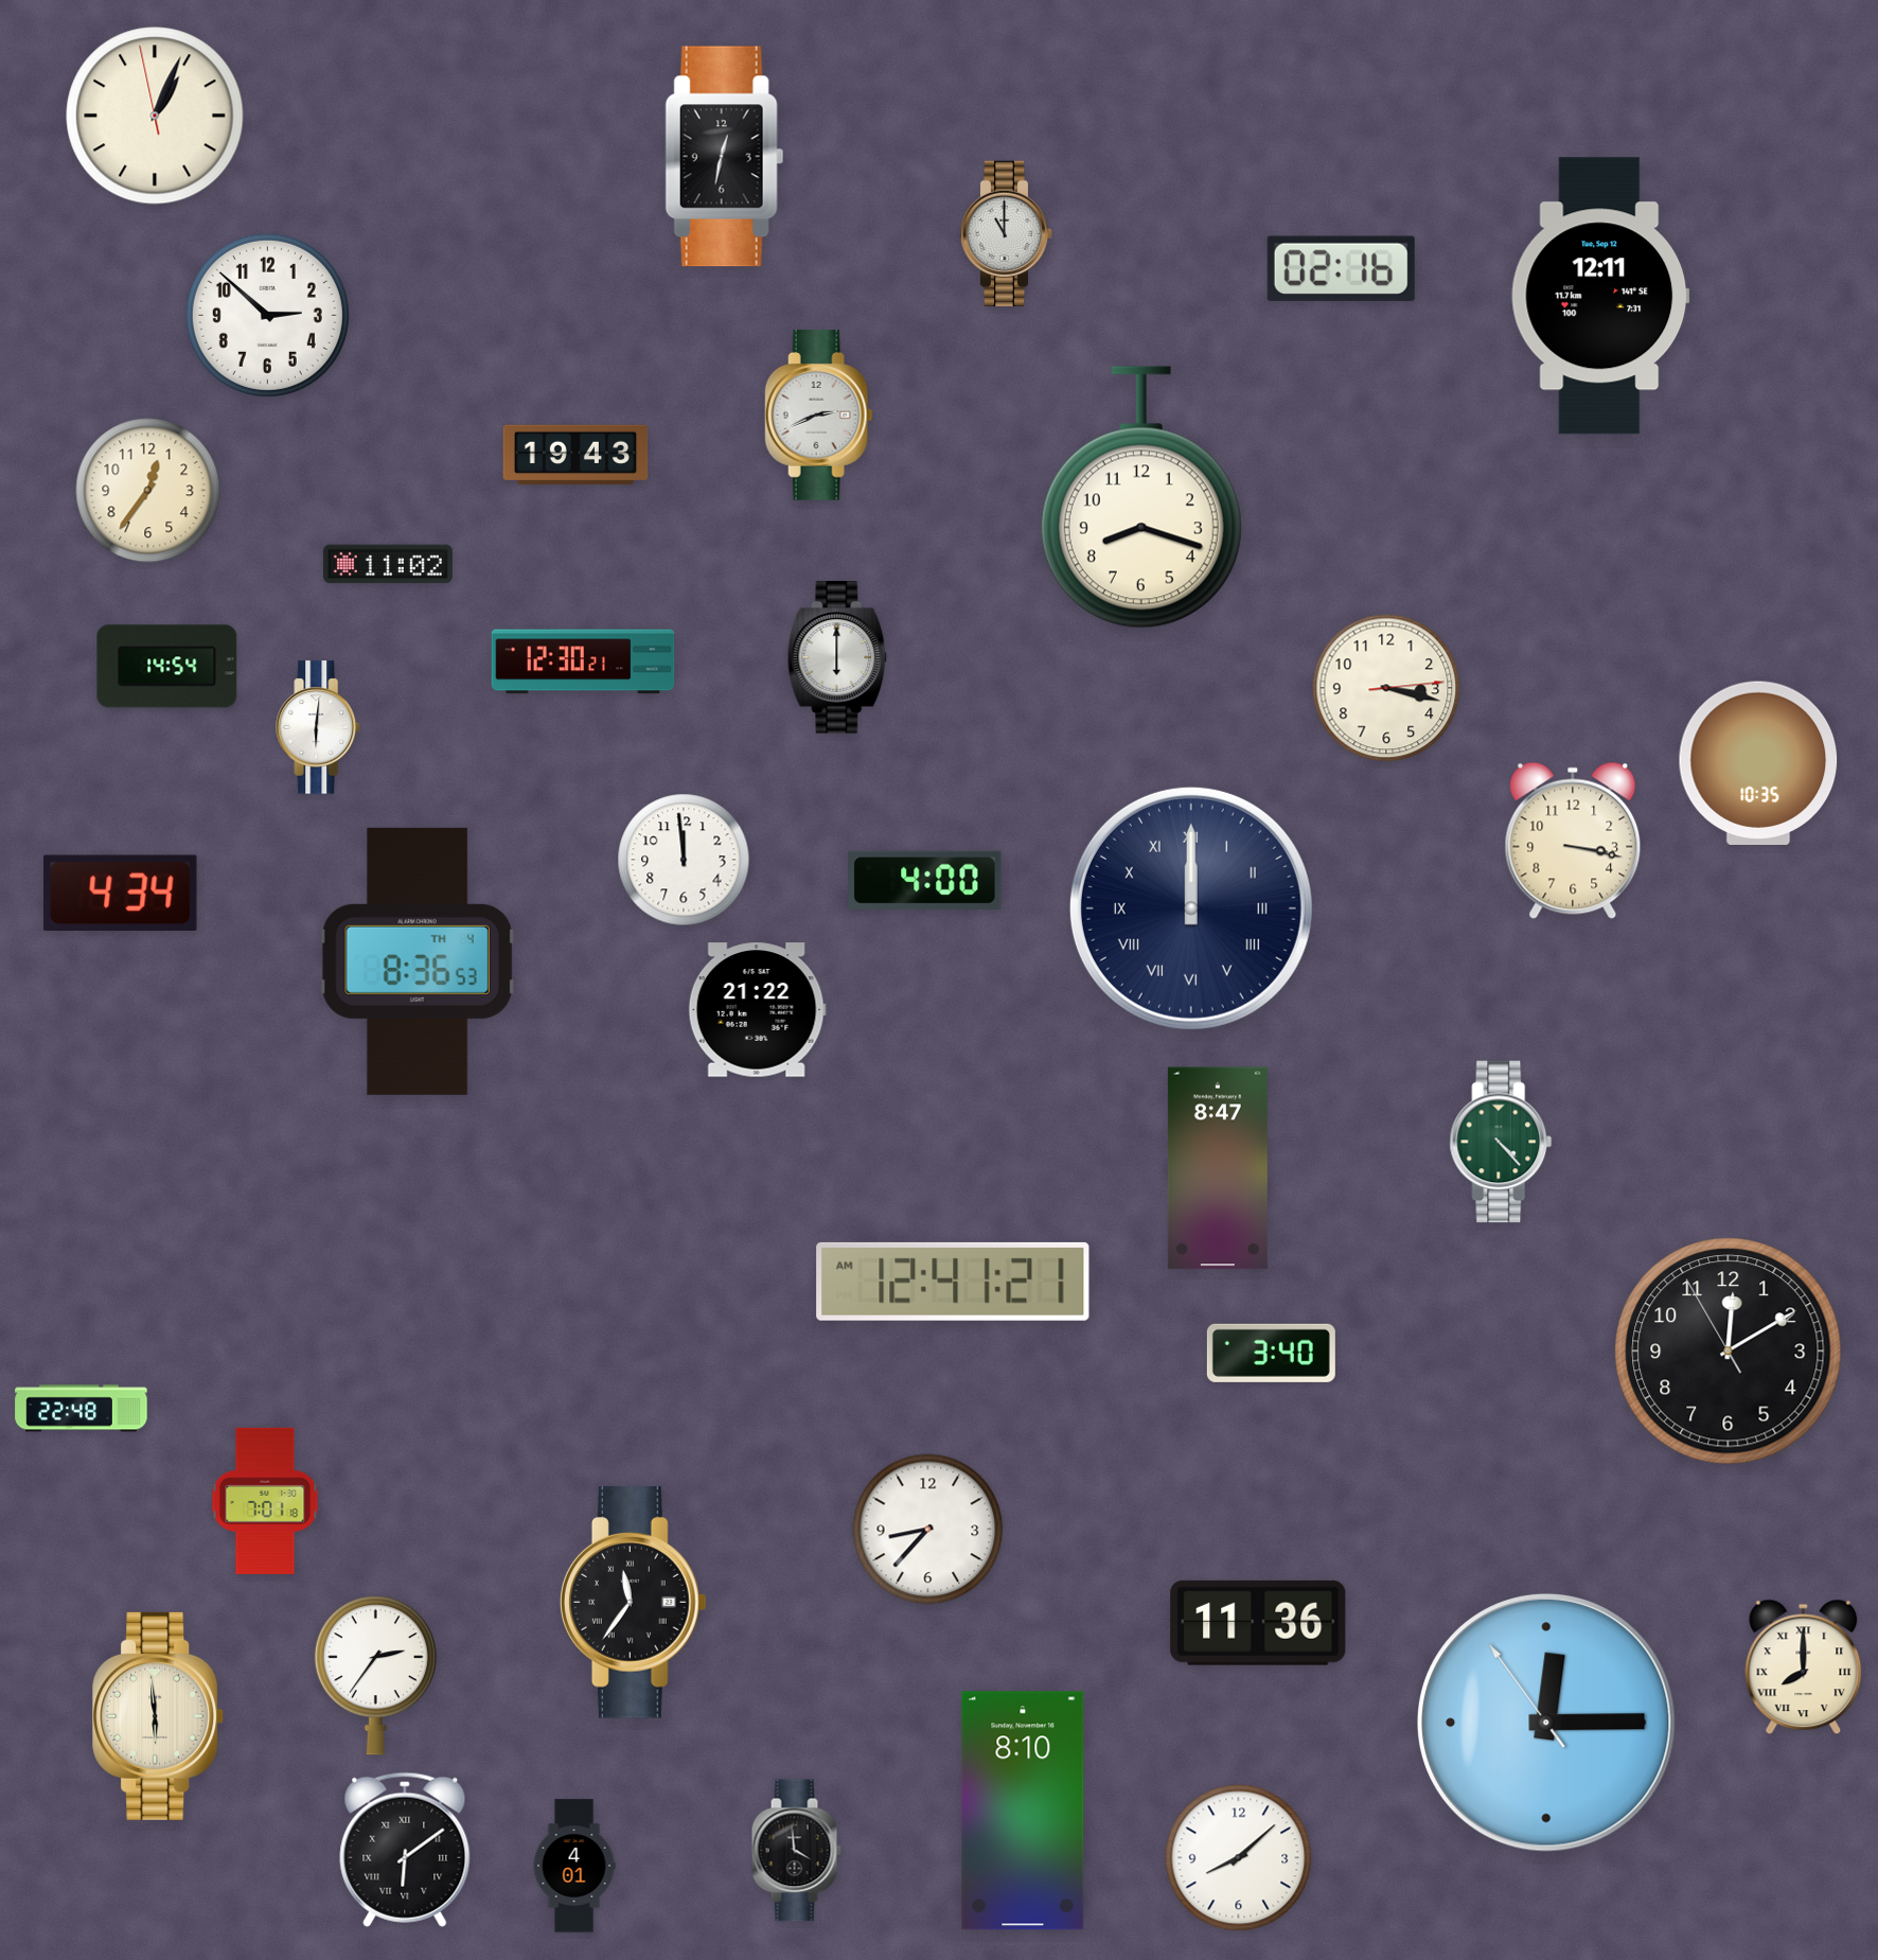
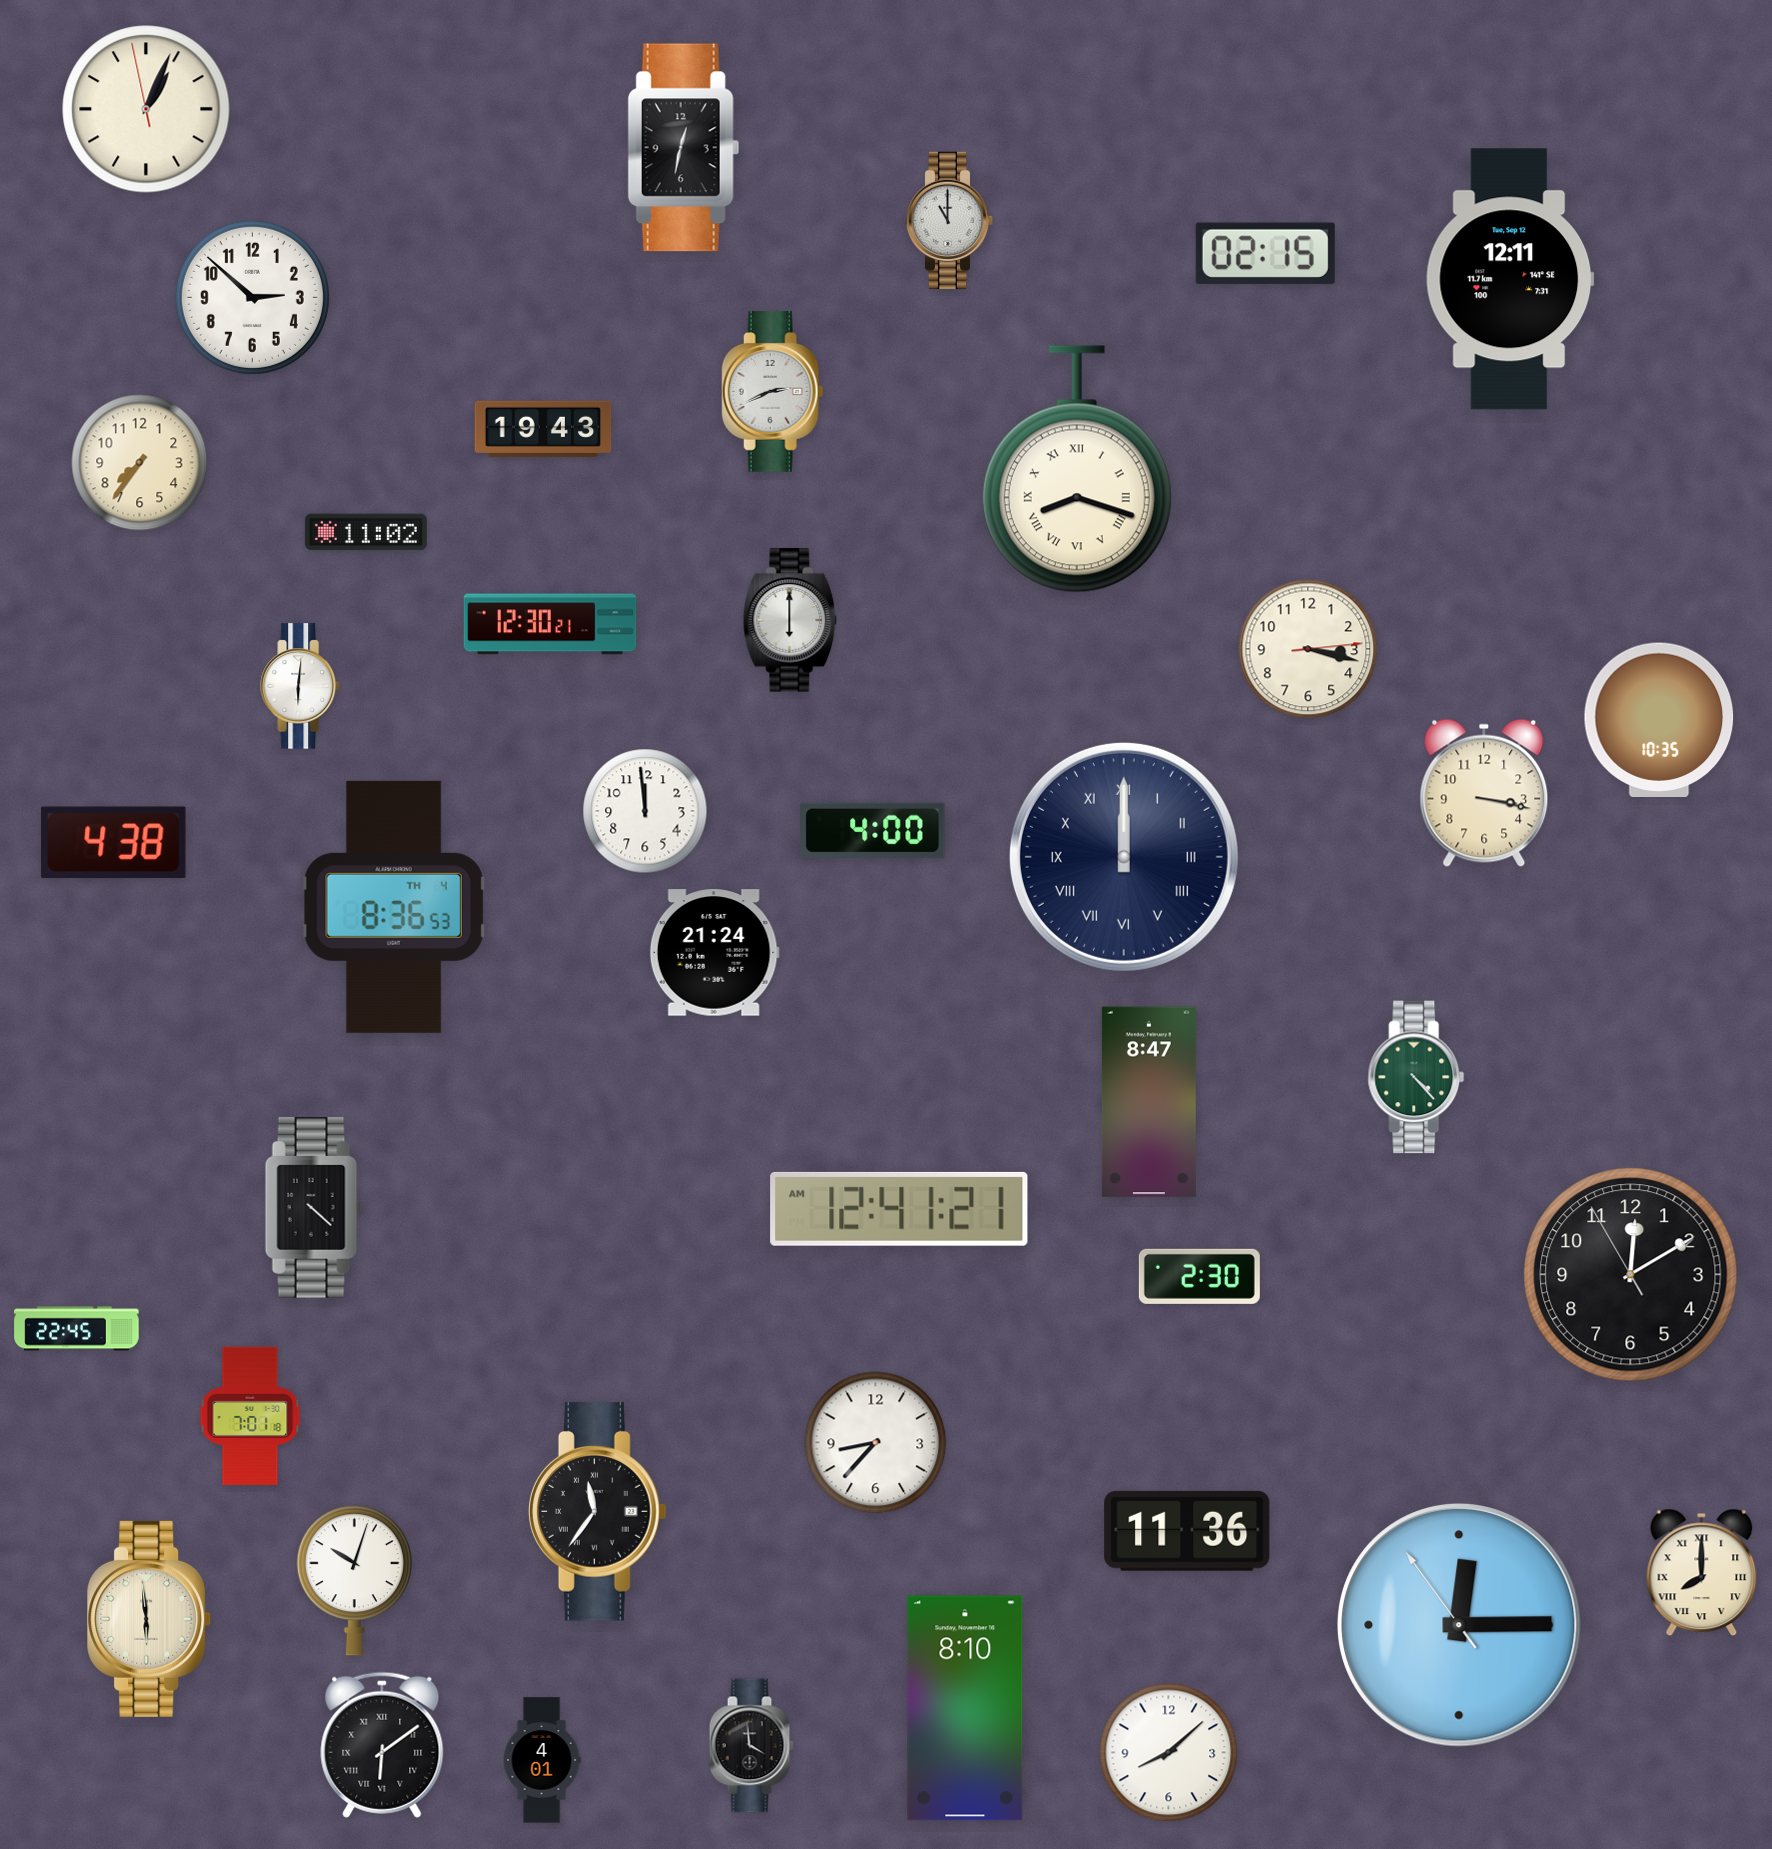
clock at (1341, 268): 02:16 -> 02:15
clock at (148, 491): 12:36 -> 7:36
clock at (1141, 497) numerals: Arabic -> Roman
clock at (167, 667): 14:54 -> none
clock at (121, 893): 4:34 -> 4:38
clock at (757, 1010): 21:22 -> 21:24
clock at (314, 1208): none -> 4:22
clock at (1271, 1353): 3:40 -> 2:30
clock at (82, 1409): 22:48 -> 22:45
clock at (375, 1676): 2:36 -> 10:03
